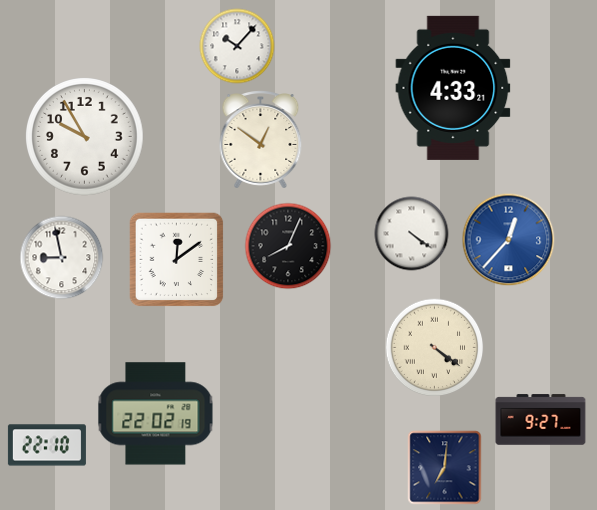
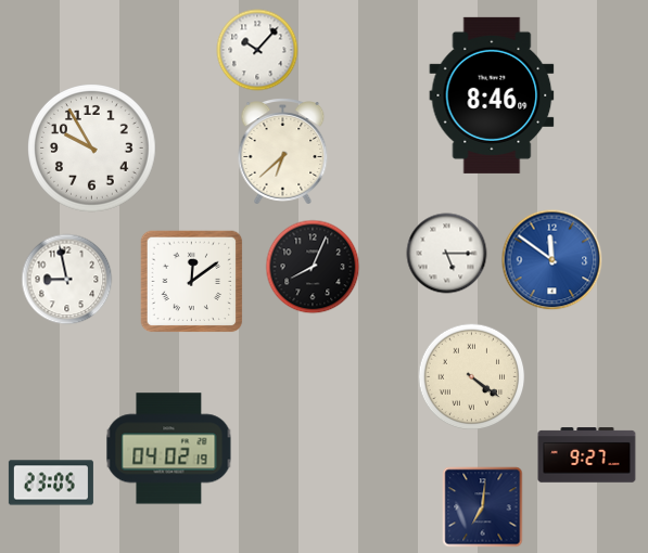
clock at (453, 88): 4:33 -> 8:46
clock at (261, 140): 12:51 -> 6:38
clock at (412, 234): 4:21 -> 5:15
clock at (509, 240): 12:37 -> 11:51
clock at (156, 414): 22:02 -> 04:02
clock at (47, 445): 22:10 -> 23:05
